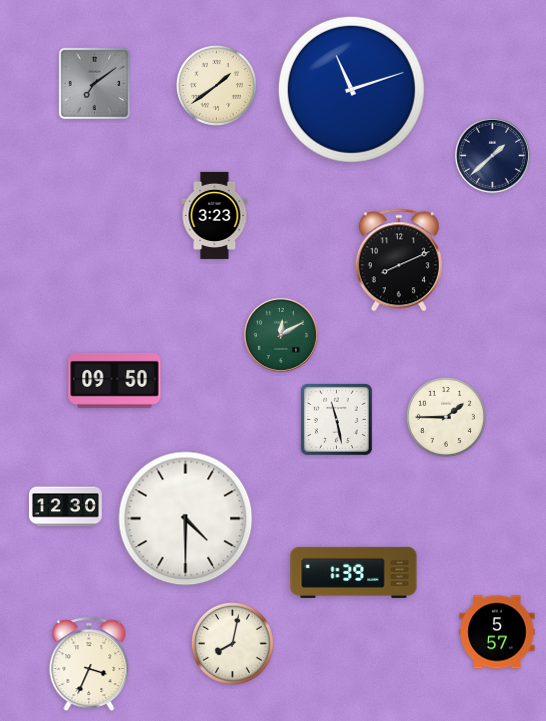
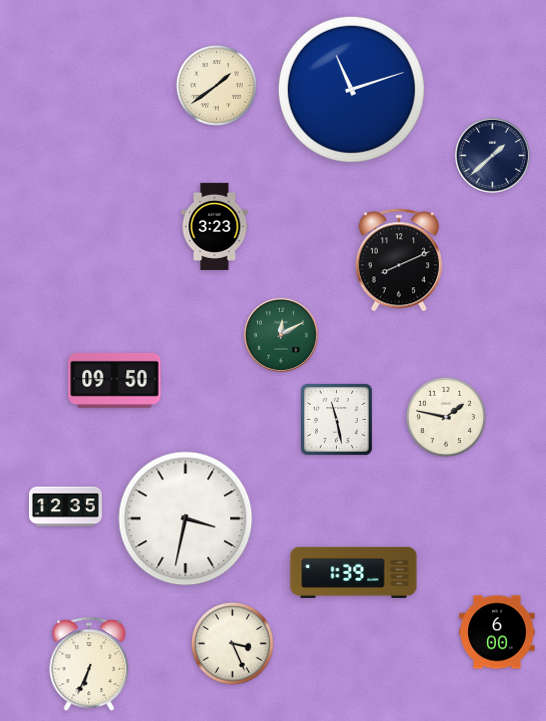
clock at (95, 84): 7:09 -> none
clock at (215, 215) position: (215, 215) -> (215, 226)
clock at (446, 417): 1:45 -> 1:47
clock at (65, 507): 12:30 -> 12:35
clock at (186, 519): 4:30 -> 3:32
clock at (497, 632): 5:57 -> 6:00
clock at (232, 643): 8:02 -> 3:26
clock at (89, 664): 3:34 -> 6:34
